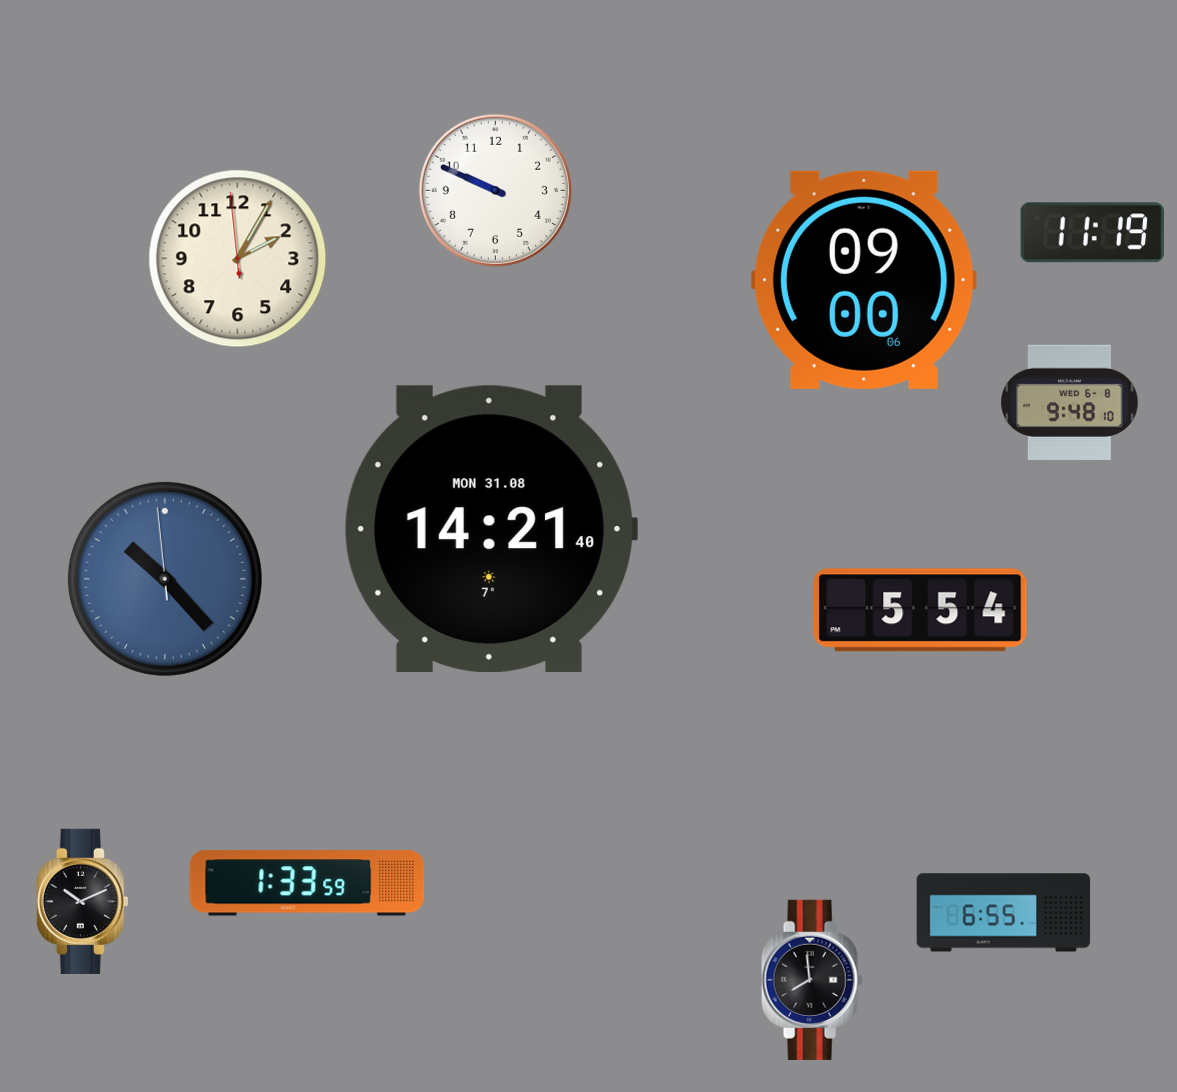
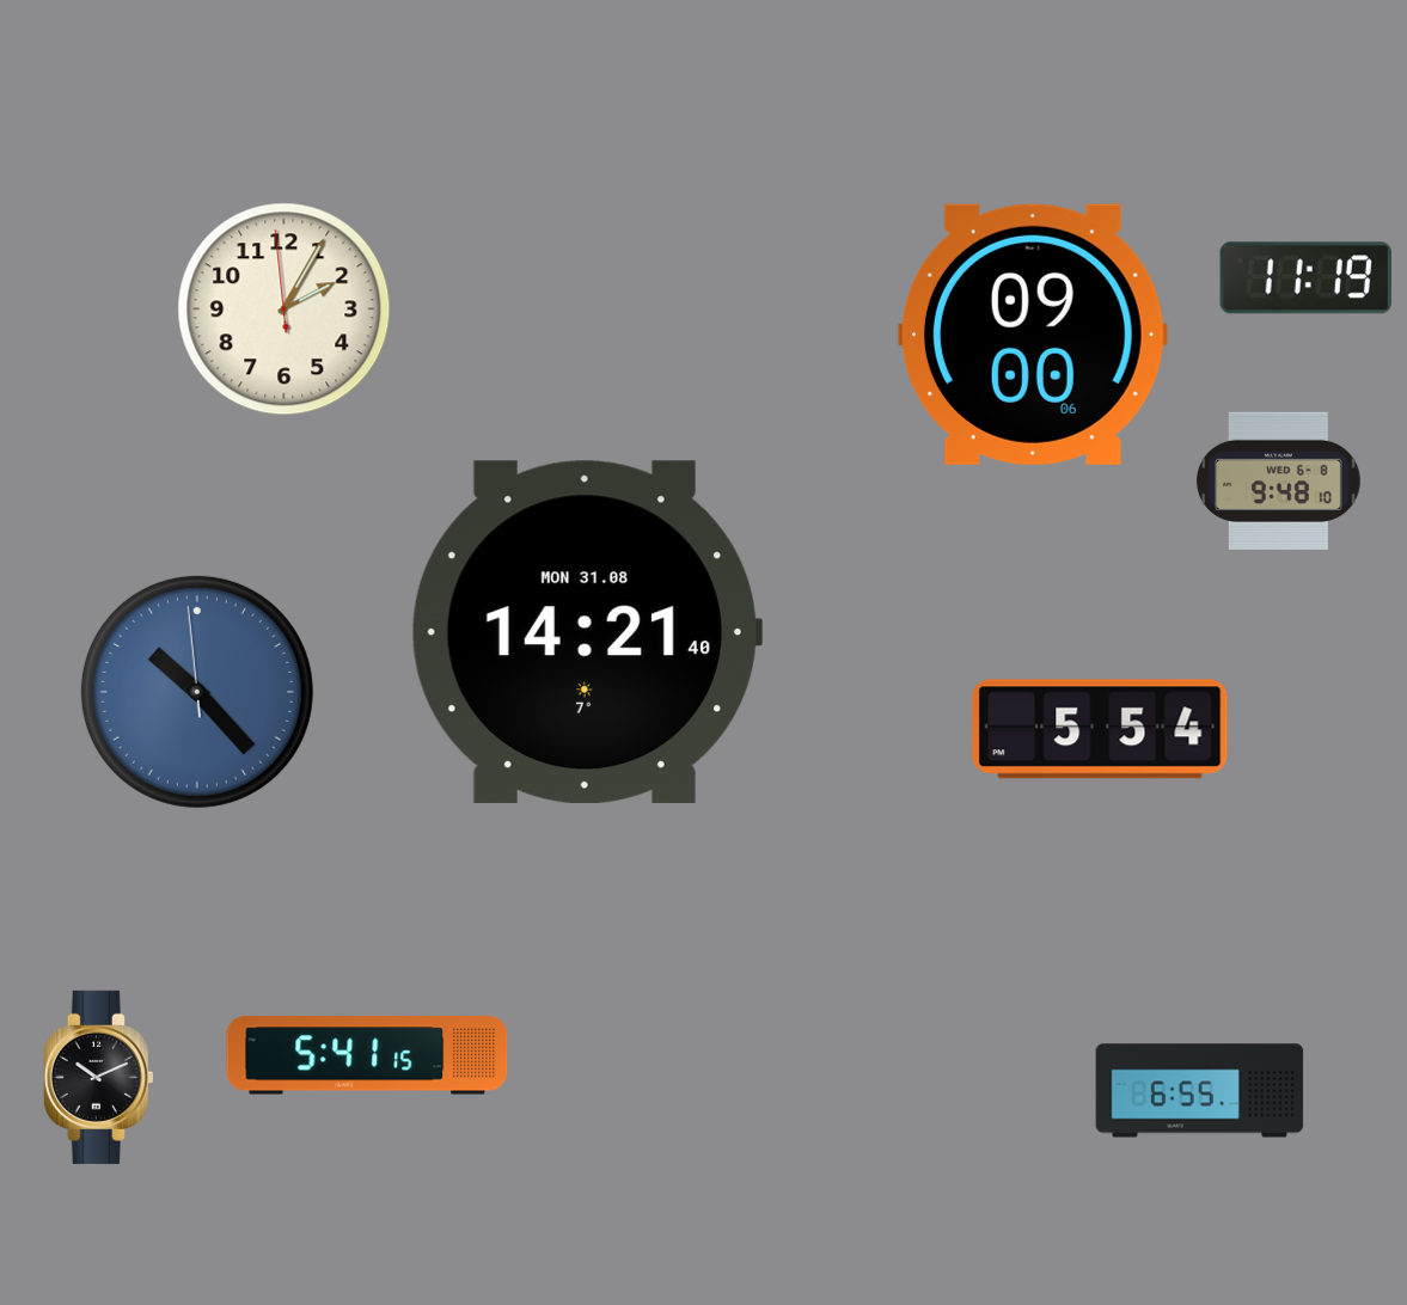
clock at (495, 190): 9:49 -> none
clock at (307, 883): 1:33 -> 5:41
clock at (812, 980): 7:59 -> none
